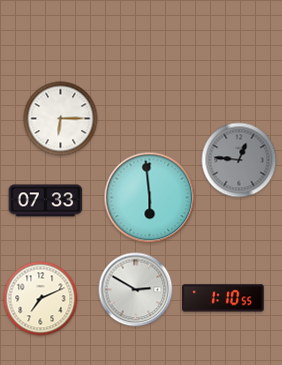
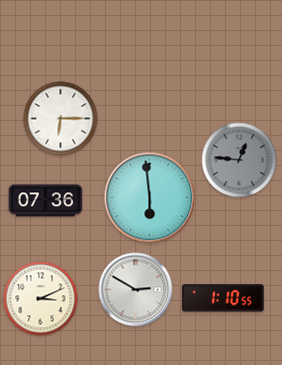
clock at (46, 201): 07:33 -> 07:36
clock at (41, 299): 7:11 -> 3:11
